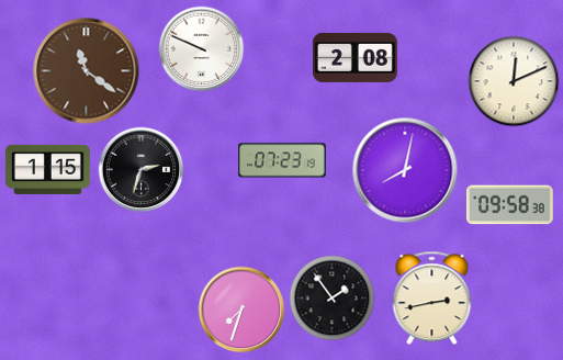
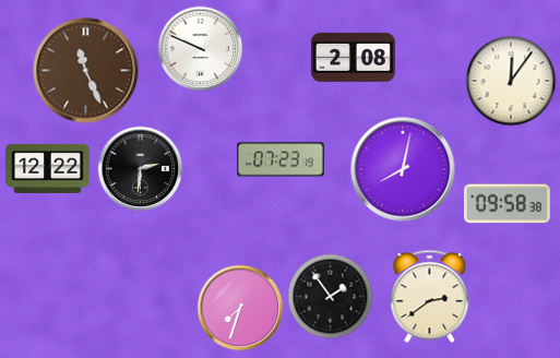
clock at (87, 71): 11:21 -> 11:26
clock at (514, 81): 12:11 -> 12:06
clock at (48, 169): 1:15 -> 12:22
clock at (140, 169): 2:33 -> 2:31
clock at (432, 297): 2:43 -> 2:39
